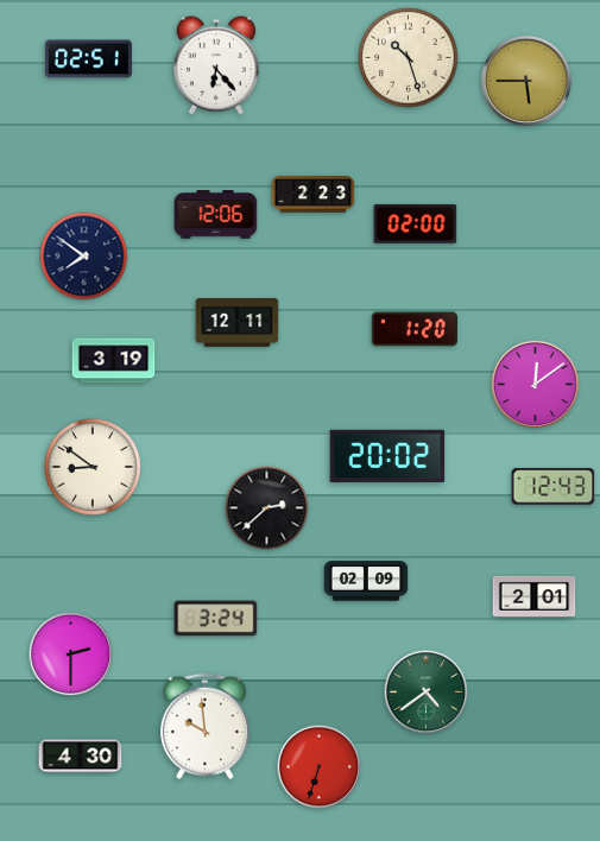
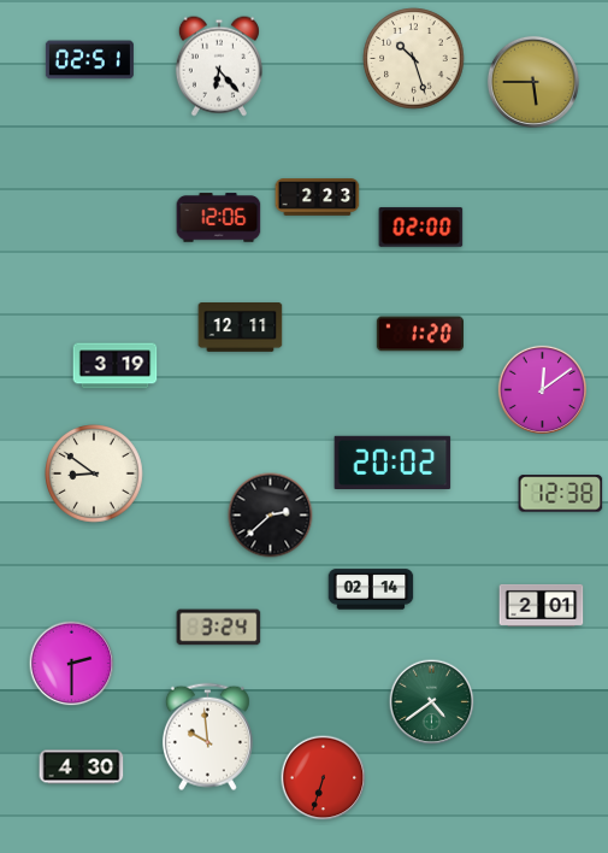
clock at (84, 257): 7:51 -> none
clock at (554, 487): 12:43 -> 12:38
clock at (366, 581): 02:09 -> 02:14
